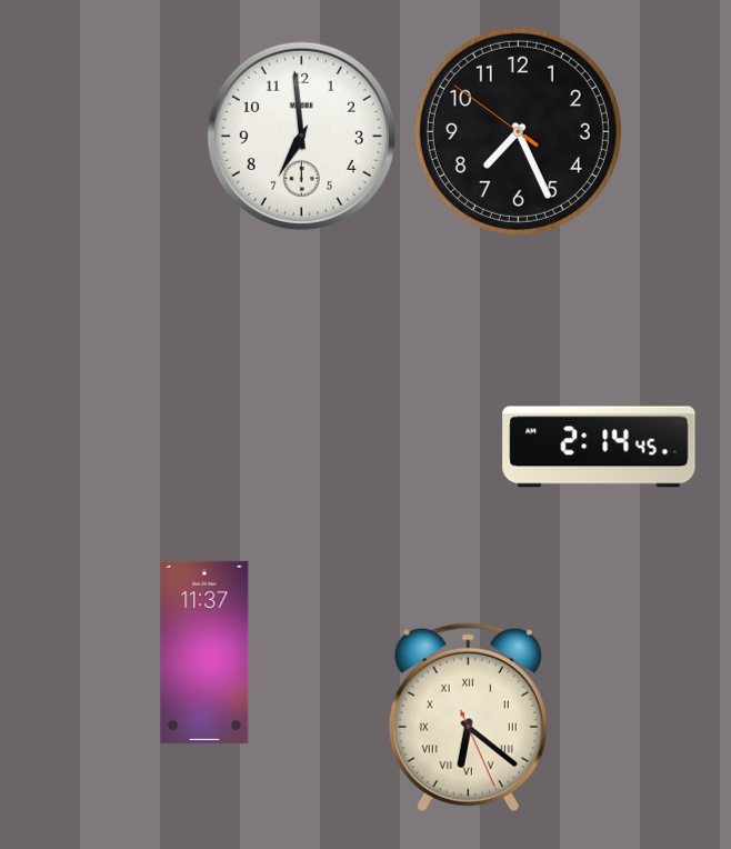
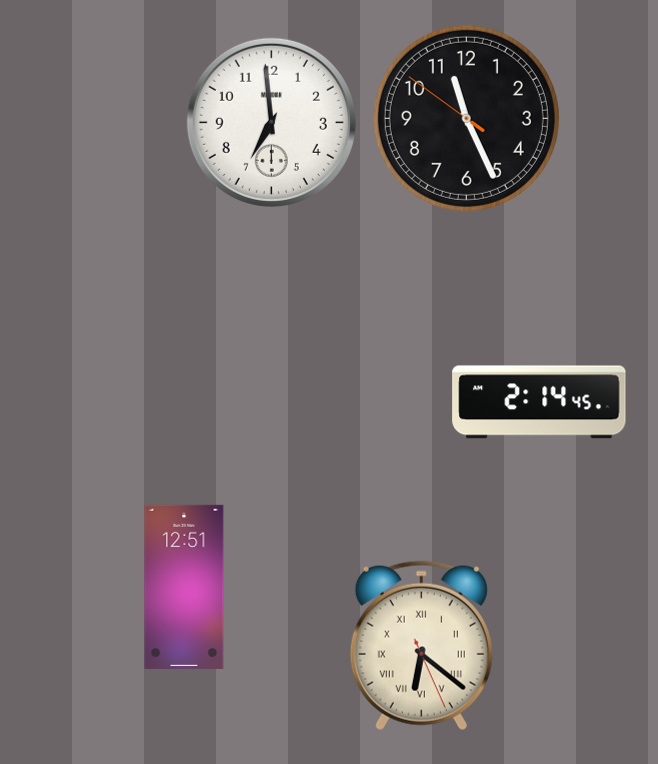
clock at (518, 131): 7:25 -> 11:25
clock at (204, 652): 11:37 -> 12:51
